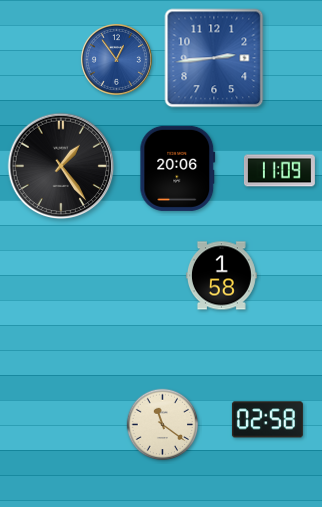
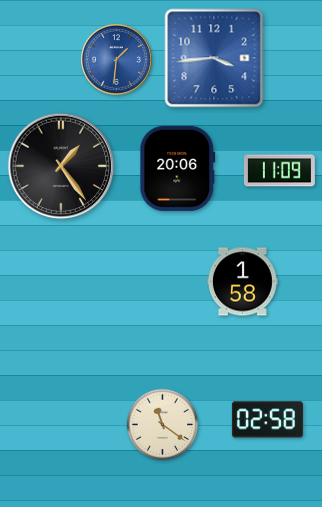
clock at (214, 58): 2:44 -> 3:44
clock at (116, 59): 12:54 -> 1:31
clock at (221, 276) position: (221, 276) -> (242, 282)
